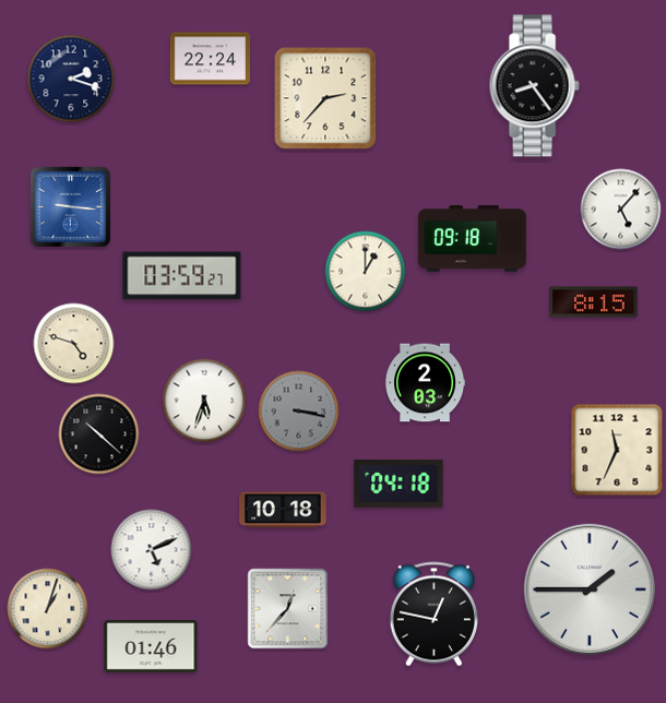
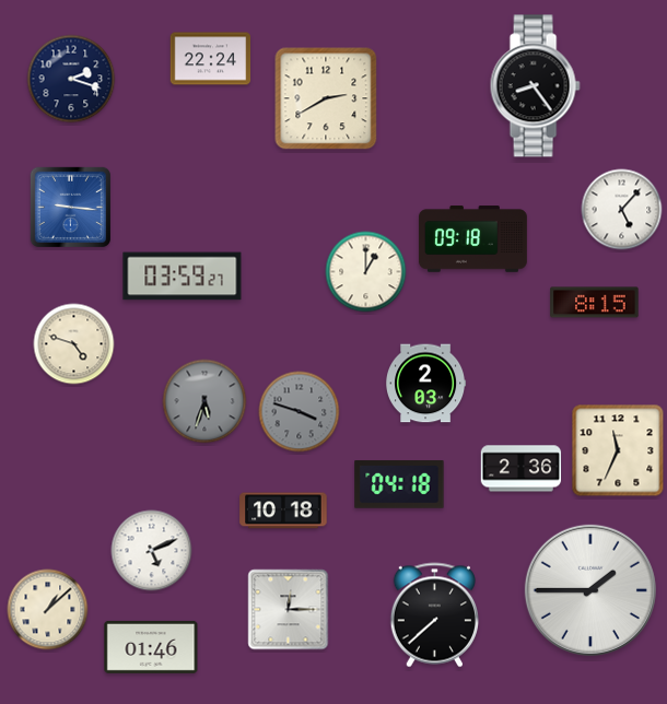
clock at (325, 98): 2:37 -> 2:40
clock at (204, 401) dial: white -> grey
clock at (299, 412): 3:17 -> 3:48
clock at (99, 434): 10:22 -> none
clock at (522, 469): none -> 2:36
clock at (48, 609): 1:03 -> 1:08
clock at (288, 609): 12:37 -> 12:15
clock at (433, 615): 12:47 -> 7:38
